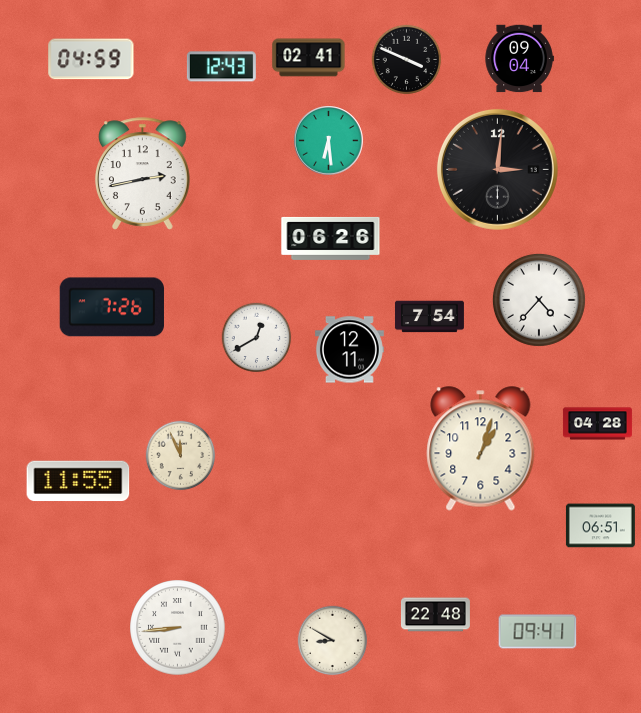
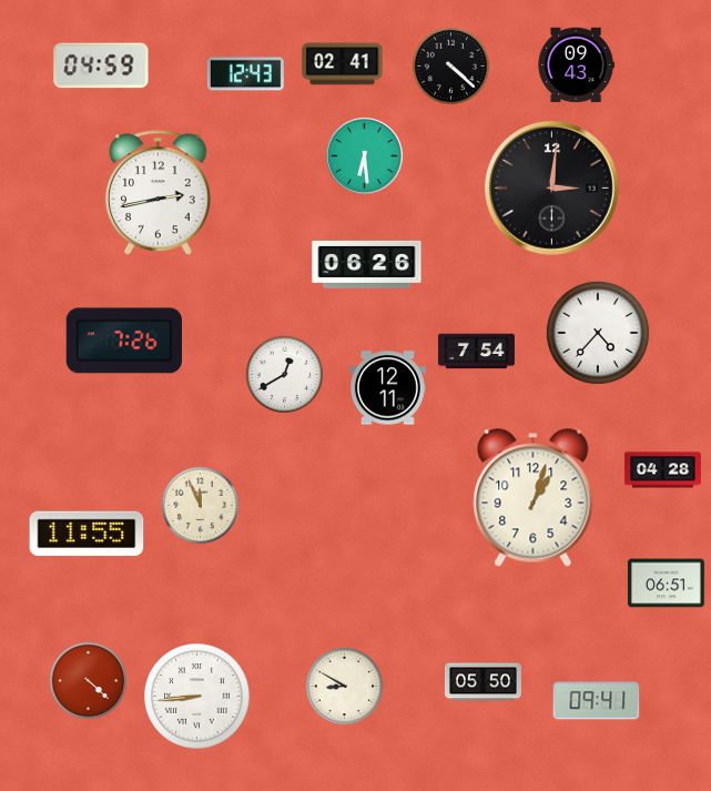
clock at (519, 59): 09:04 -> 09:43
clock at (407, 60): 3:49 -> 4:22
clock at (89, 681): none -> 4:22
clock at (435, 615): 22:48 -> 05:50
clock at (333, 641) position: (333, 641) -> (345, 687)
